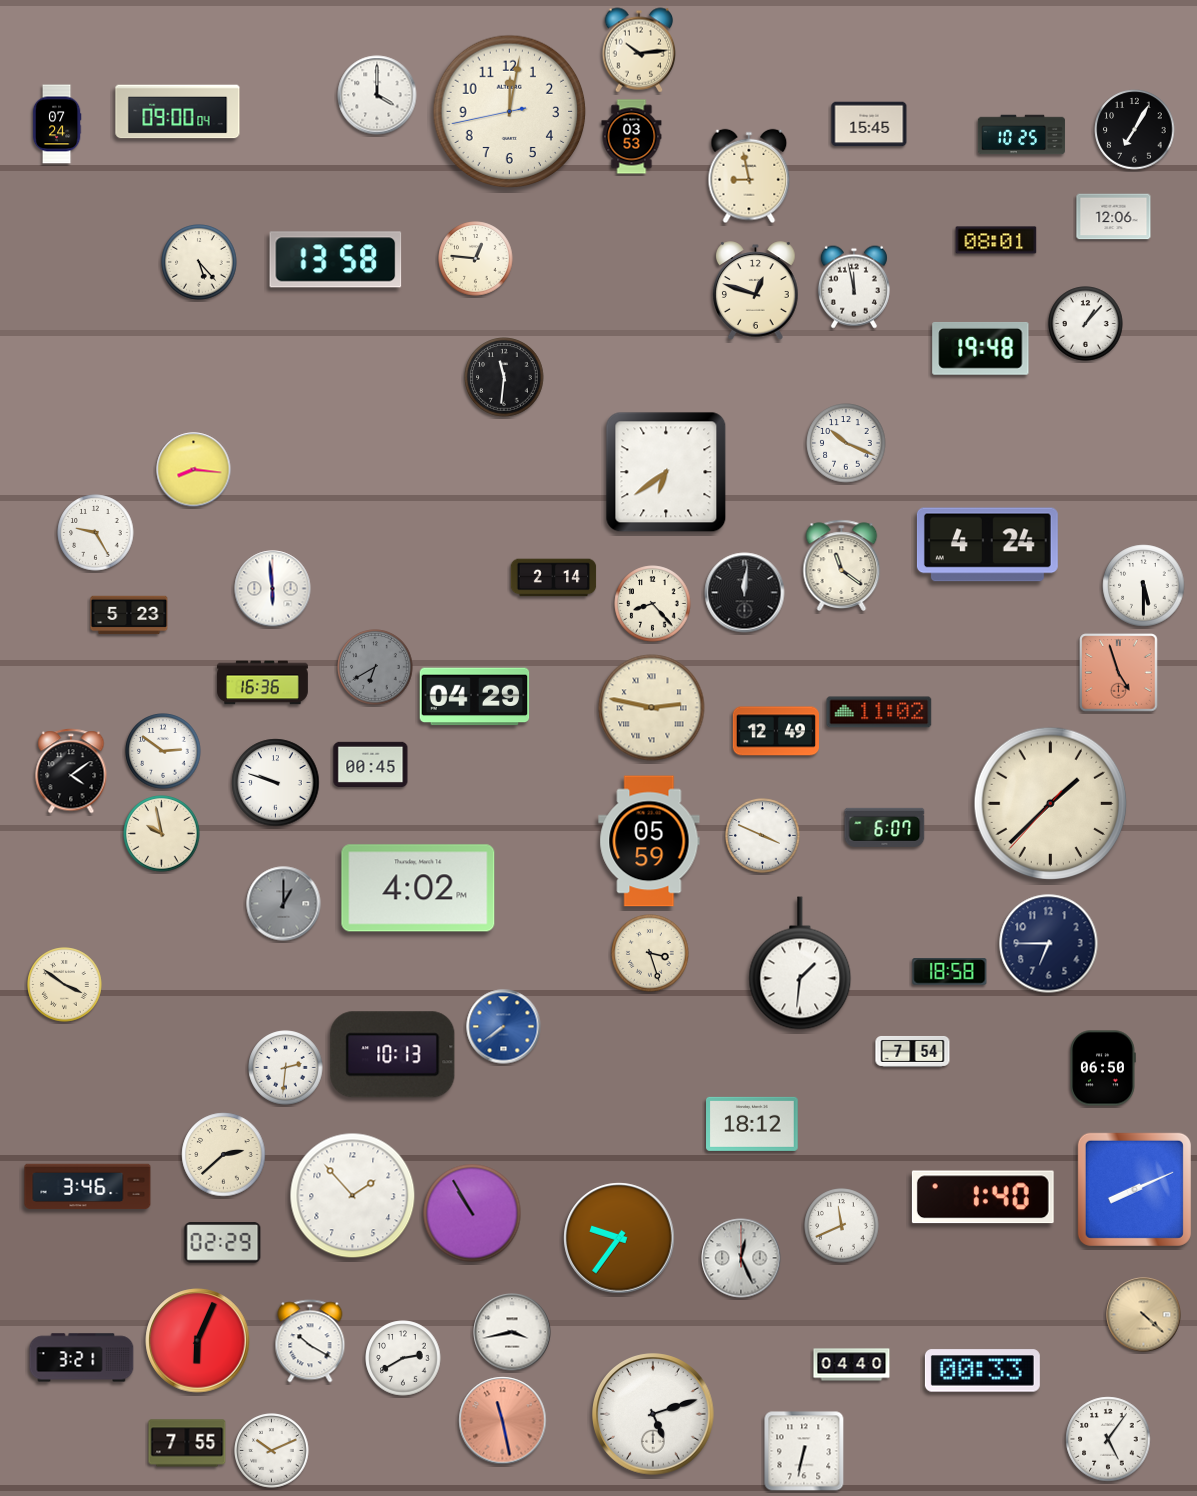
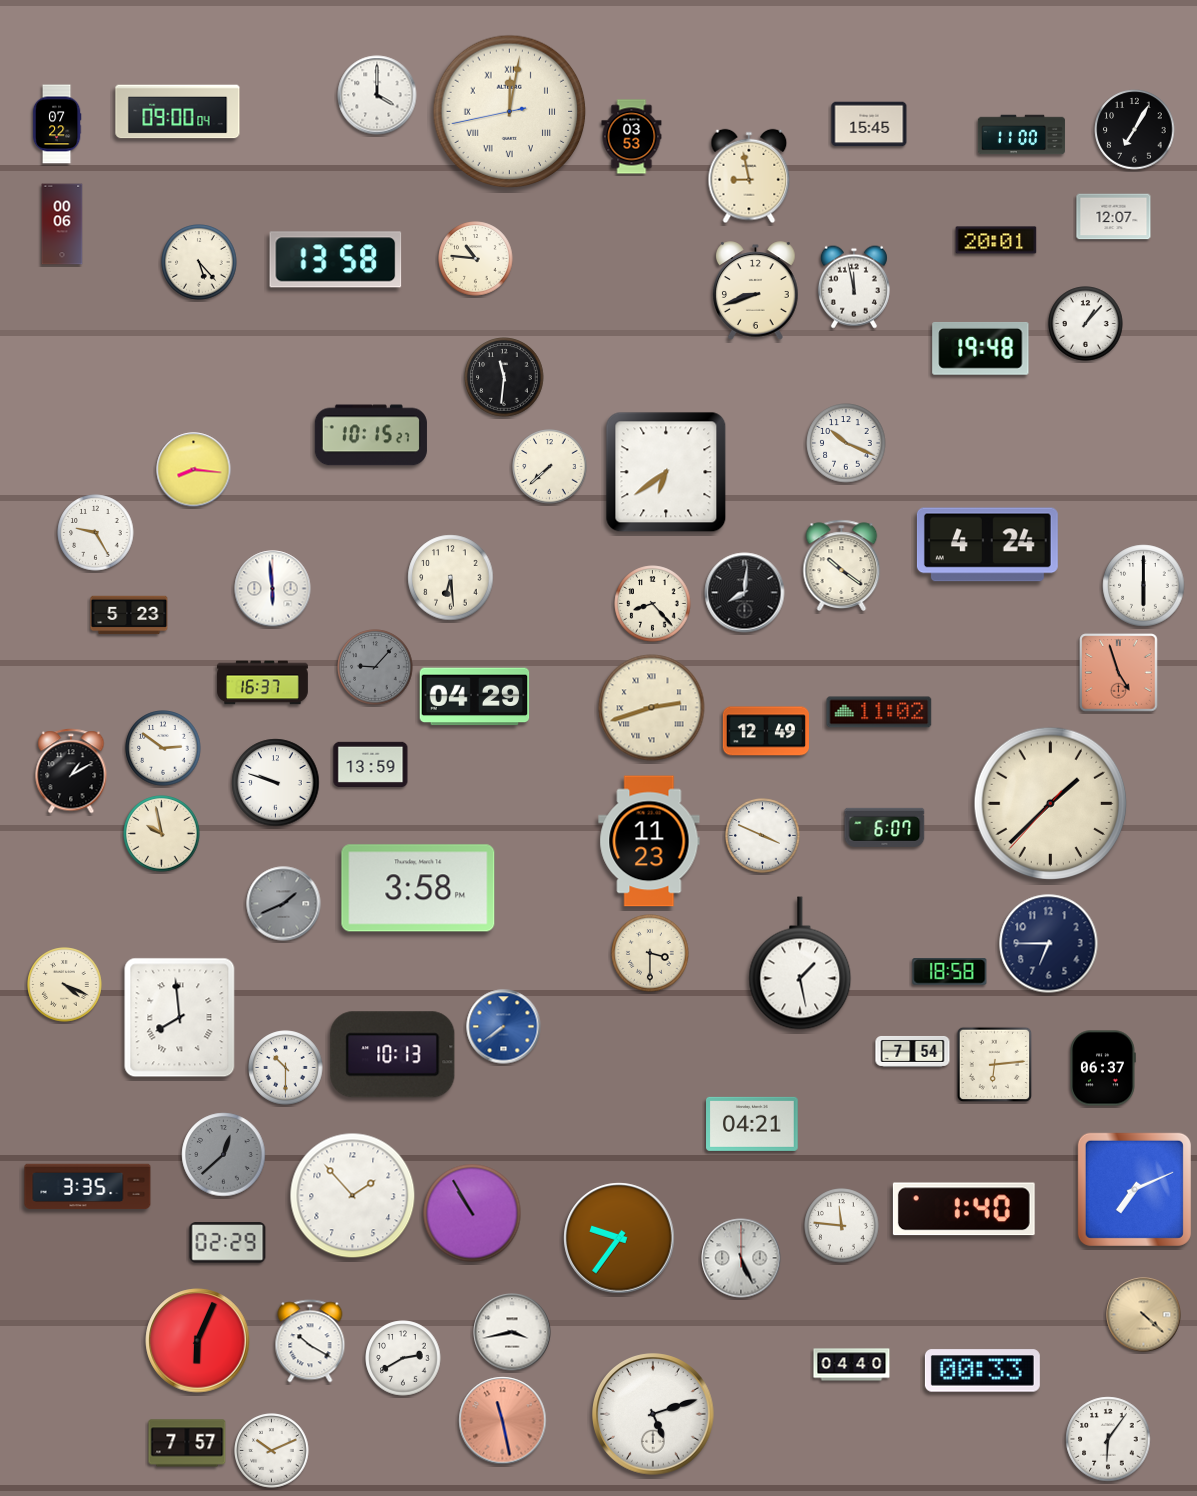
clock at (639, 50): 10:14 -> none
clock at (510, 112) numerals: Arabic -> Roman
clock at (57, 124): 07:24 -> 07:22
clock at (1021, 135): 10:25 -> 11:00
clock at (1114, 217): 12:06 -> 12:07
clock at (62, 224): none -> 00:06
clock at (996, 240): 08:01 -> 20:01
clock at (476, 259): 12:46 -> 10:46
clock at (756, 291): 12:48 -> 8:42
clock at (371, 435): none -> 10:15
clock at (550, 467): none -> 7:38
clock at (842, 565): 11:21 -> 10:21
clock at (451, 578): none -> 6:29
clock at (554, 578): 2:14 -> none
clock at (1144, 586): 5:30 -> 6:00
clock at (745, 593): 12:01 -> 8:01
clock at (375, 667): 6:40 -> 9:07
clock at (263, 683): 16:36 -> 16:37
clock at (652, 708): 2:47 -> 2:42
clock at (775, 731) position: (775, 731) -> (765, 731)
clock at (163, 751) position: (163, 751) -> (163, 748)
clock at (371, 764): 00:45 -> 13:59
clock at (71, 771): 4:09 -> 1:10
clock at (649, 841): 05:59 -> 11:23
clock at (418, 888): 4:02 -> 3:58
clock at (284, 904): 1:00 -> 1:41
clock at (650, 953): 3:27 -> 3:30
clock at (800, 963): 1:31 -> 1:28
clock at (65, 985): 3:51 -> 4:19
clock at (180, 1018): none -> 7:59
clock at (995, 1065): none -> 6:14
clock at (286, 1068): 2:31 -> 10:30
clock at (1103, 1068): 06:50 -> 06:37
clock at (752, 1124): 18:12 -> 04:21
clock at (224, 1155): 2:38 -> 12:38
clock at (224, 1155) dial: cream -> grey
clock at (88, 1187): 3:46 -> 3:35
clock at (1134, 1189): 8:11 -> 7:11
clock at (983, 1197) position: (983, 1197) -> (964, 1209)
clock at (842, 1226): 11:41 -> 11:46
clock at (223, 1243) position: (223, 1243) -> (228, 1243)
clock at (741, 1258): 12:26 -> 5:26
clock at (82, 1358): 3:21 -> none
clock at (1108, 1439): 5:06 -> 6:06
clock at (187, 1443): 7:55 -> 7:57
clock at (804, 1451): 6:32 -> none
